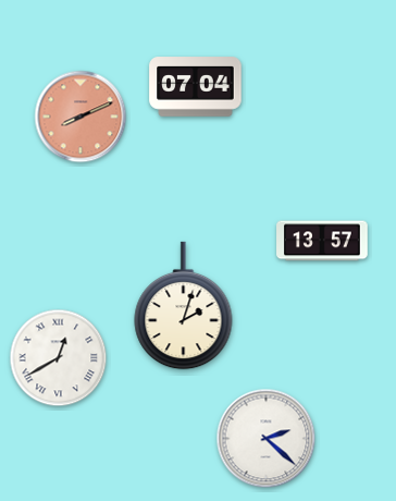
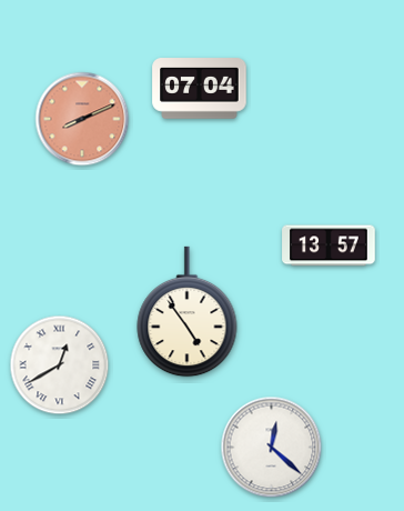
clock at (184, 306): 2:03 -> 4:54
clock at (267, 439): 2:22 -> 12:22
